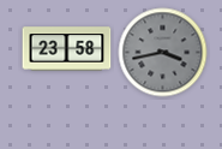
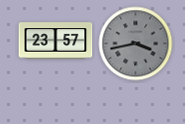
clock at (67, 49): 23:58 -> 23:57
